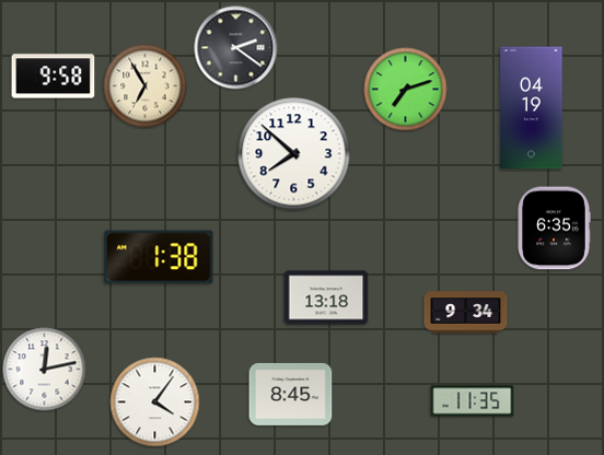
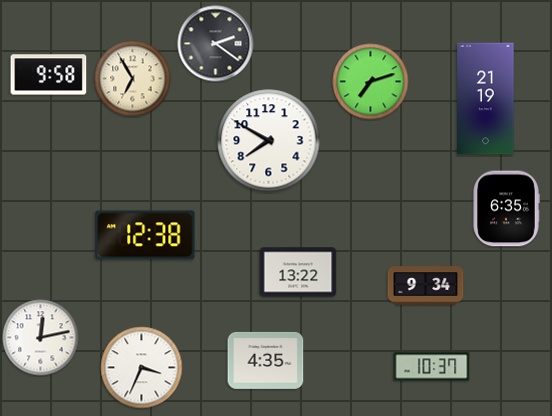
clock at (54, 77) position: (54, 77) -> (49, 75)
clock at (532, 108): 04:19 -> 21:19
clock at (294, 154): 7:52 -> 7:50
clock at (159, 257): 1:38 -> 12:38
clock at (326, 297): 13:18 -> 13:22
clock at (291, 394): 8:45 -> 4:35
clock at (473, 401): 11:35 -> 10:37
clock at (155, 402): 4:06 -> 3:34
